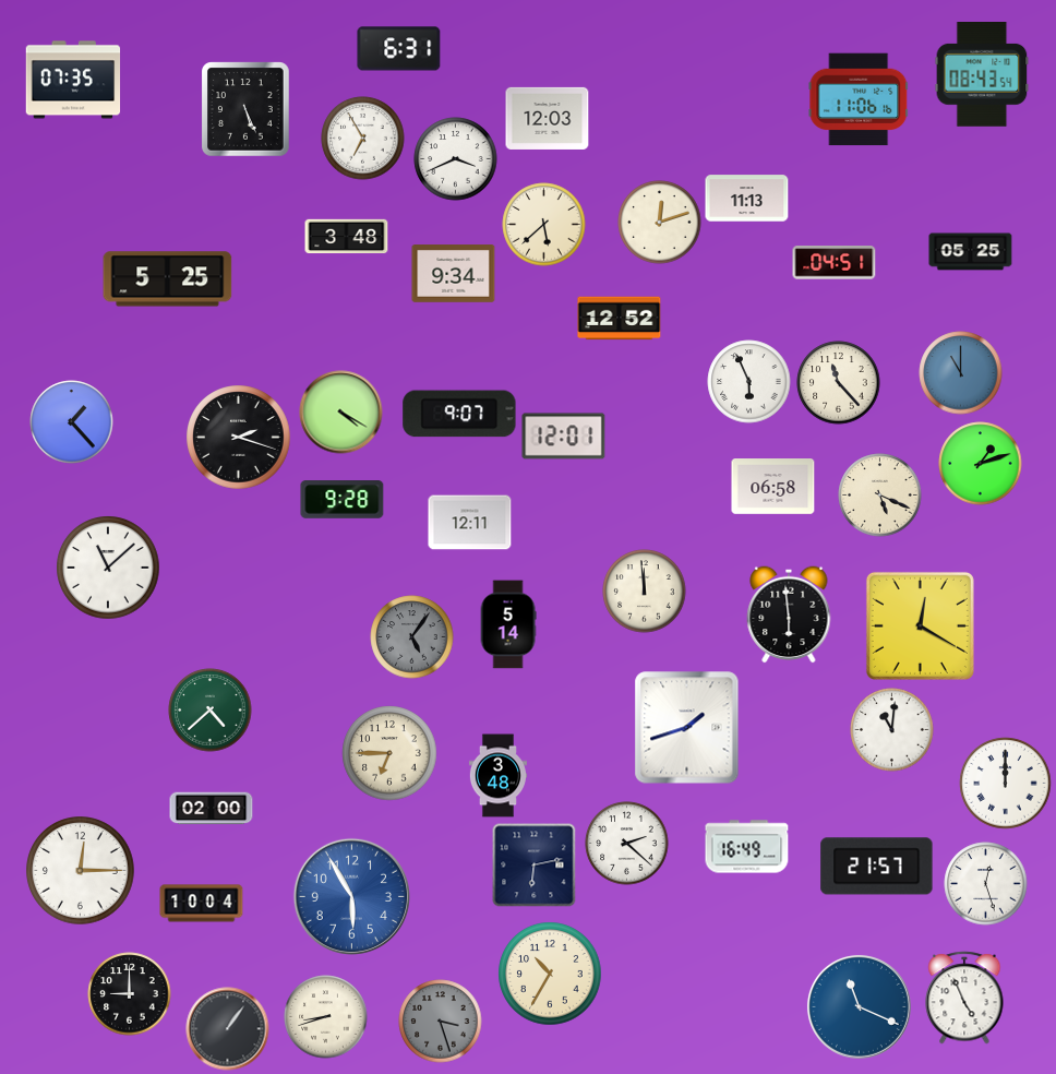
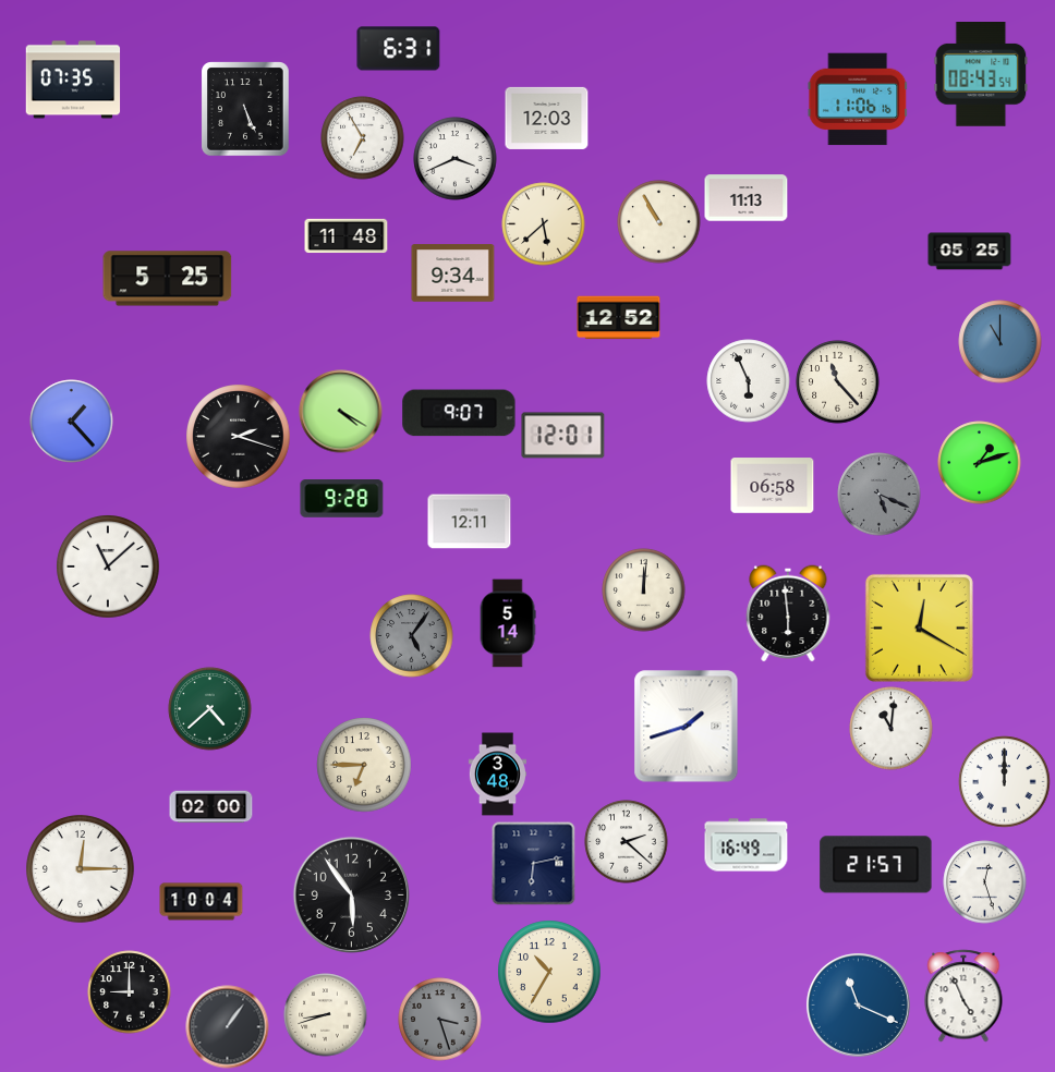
clock at (660, 223): 12:12 -> 10:55
clock at (347, 237): 3:48 -> 11:48
clock at (835, 263): 04:51 -> none
clock at (961, 373) position: (961, 373) -> (1001, 342)
clock at (880, 496) dial: cream -> grey
clock at (645, 592): 11:59 -> 12:01
clock at (920, 625) position: (920, 625) -> (919, 628)
clock at (389, 753) position: (389, 753) -> (364, 765)
clock at (351, 896): 5:55 -> 5:54
clock at (351, 896) dial: blue -> black
